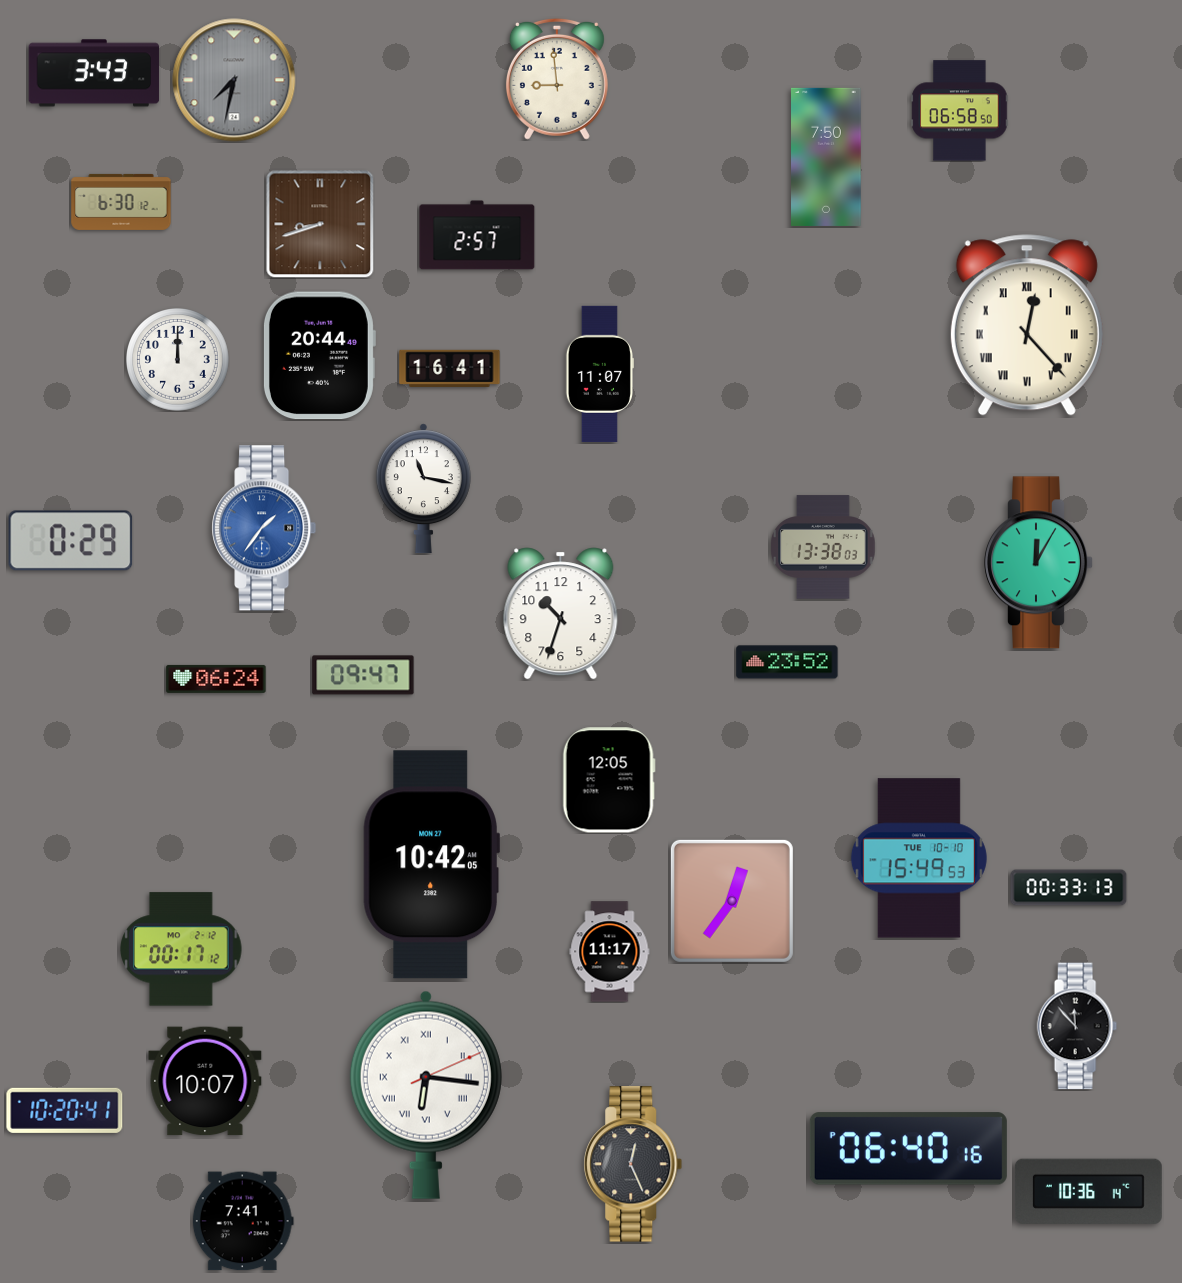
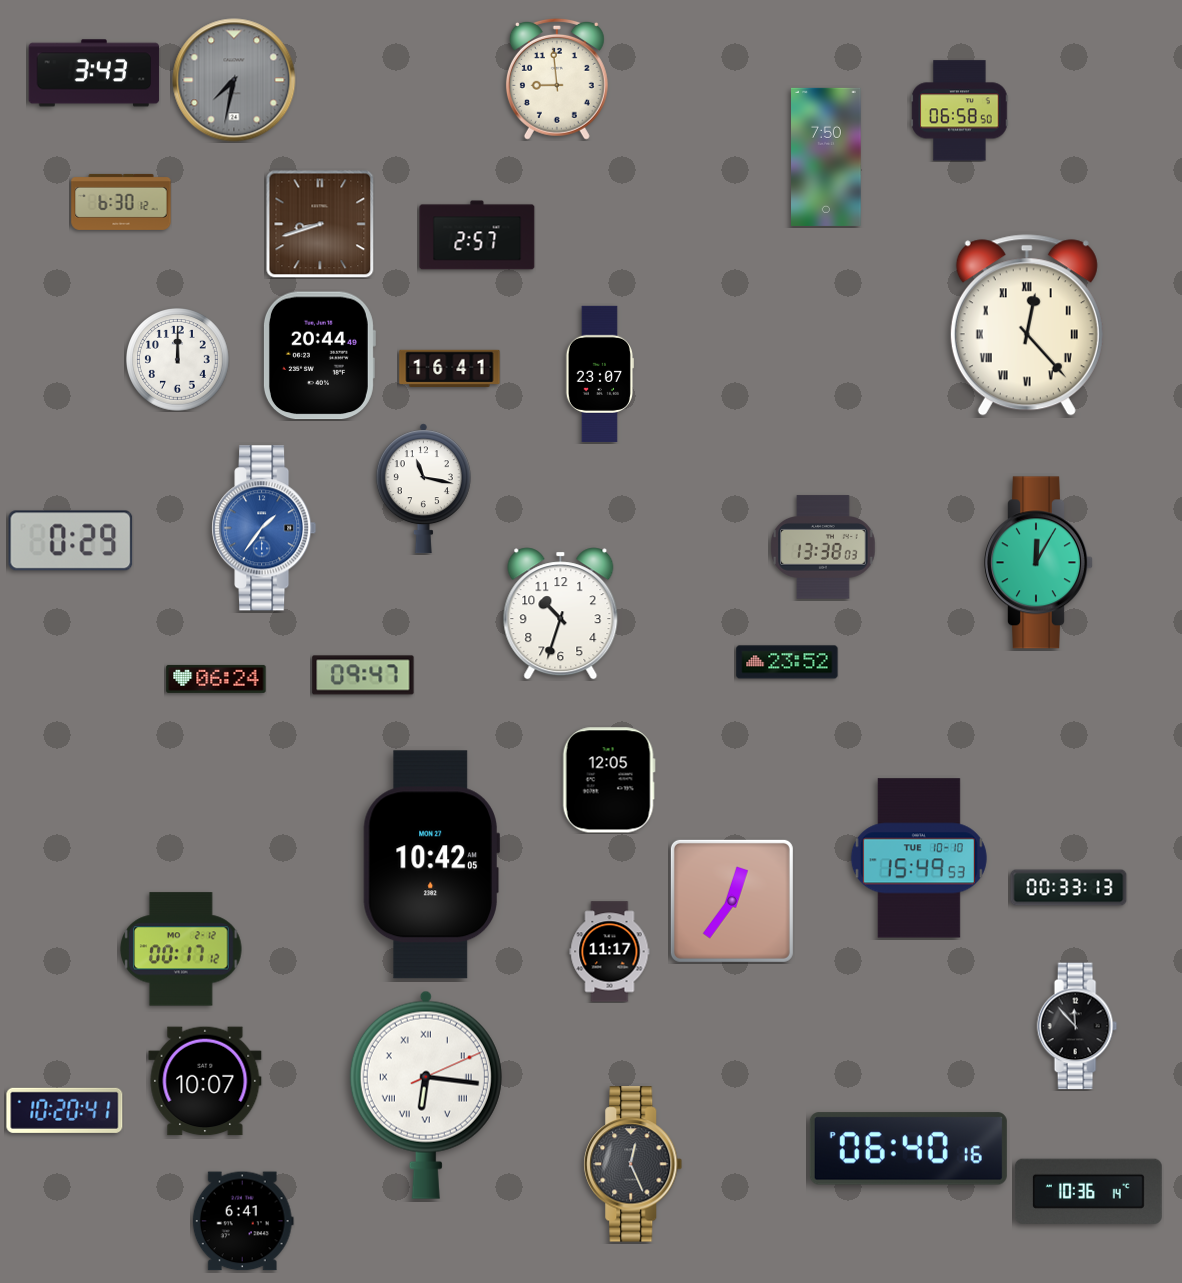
clock at (599, 373): 11:07 -> 23:07
clock at (243, 1221): 7:41 -> 6:41
